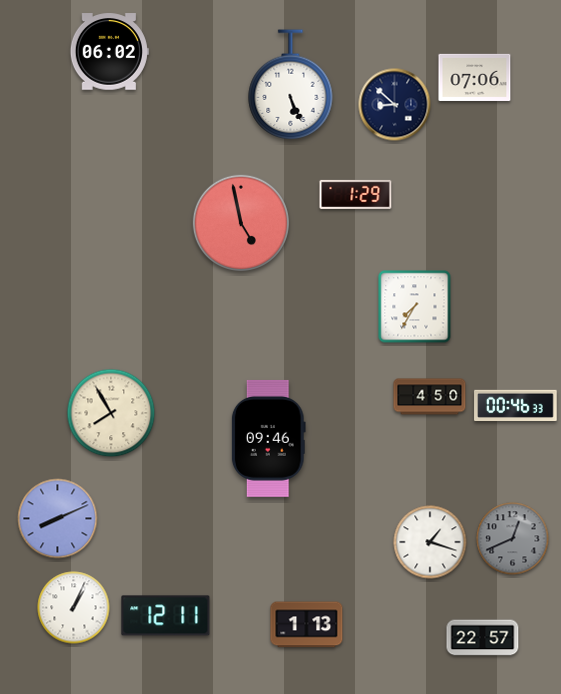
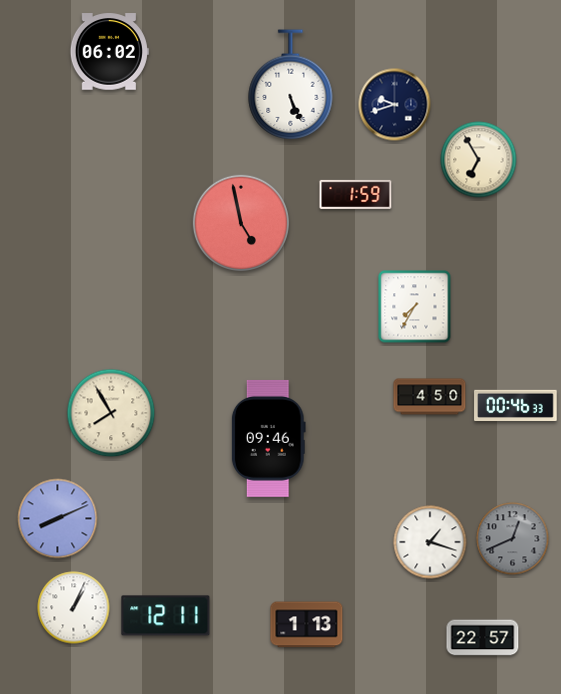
clock at (475, 77): 07:06 -> none
clock at (395, 105): 8:52 -> 9:42
clock at (479, 160): none -> 6:55
clock at (356, 194): 1:29 -> 1:59
